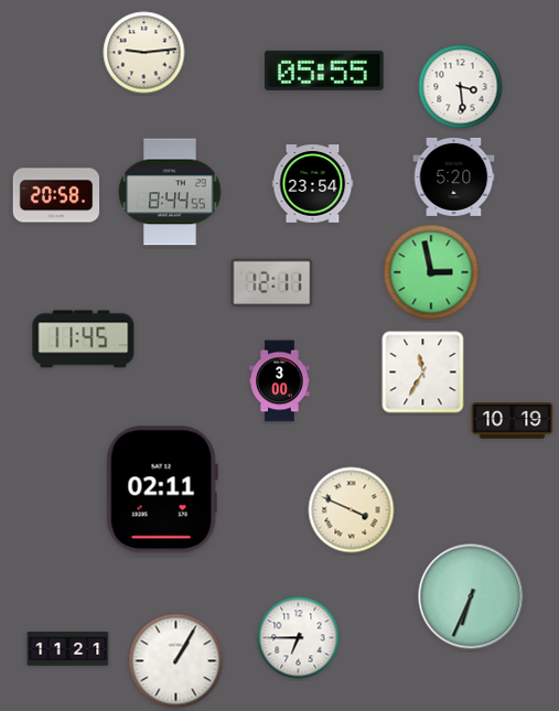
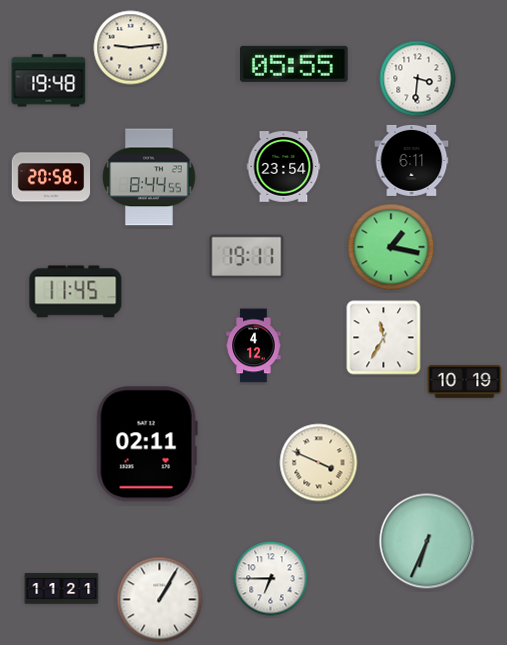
clock at (461, 87): 3:29 -> 3:31
clock at (49, 81): none -> 19:48
clock at (454, 176): 5:20 -> 6:11
clock at (170, 192) position: (170, 192) -> (149, 177)
clock at (431, 272): 2:58 -> 1:17
clock at (272, 283): 12:11 -> 19:11
clock at (84, 340) position: (84, 340) -> (76, 292)
clock at (280, 381): 3:00 -> 4:12
